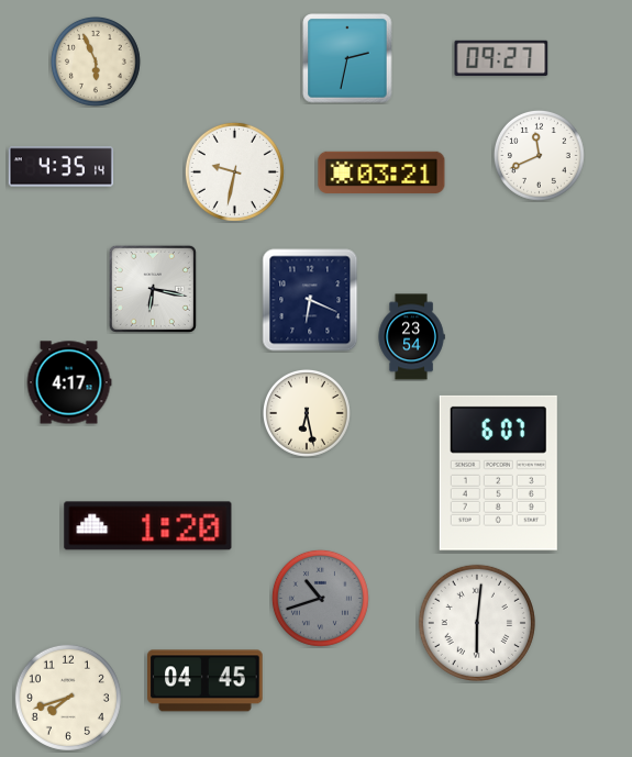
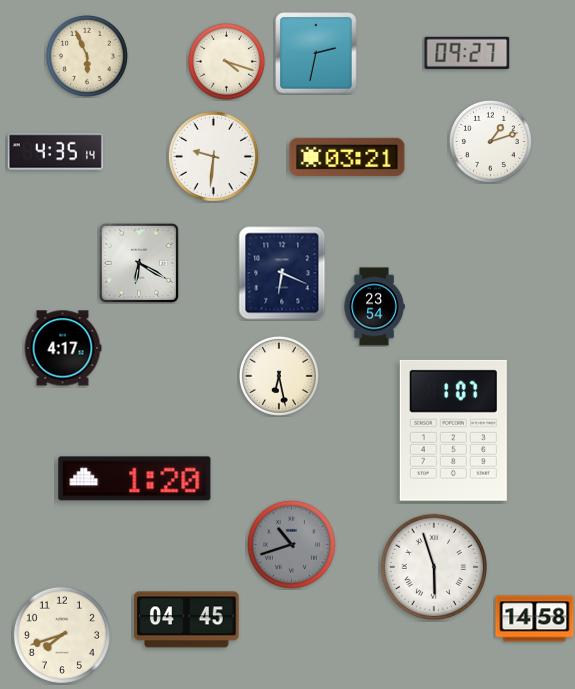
clock at (501, 58) position: (501, 58) -> (467, 53)
clock at (227, 62): none -> 4:18
clock at (539, 155): 11:41 -> 1:12
clock at (234, 171): 9:32 -> 9:31
clock at (153, 289): 6:17 -> 6:20
clock at (498, 472): 6:07 -> 1:07
clock at (477, 623): 6:01 -> 5:57
clock at (535, 619): none -> 14:58
